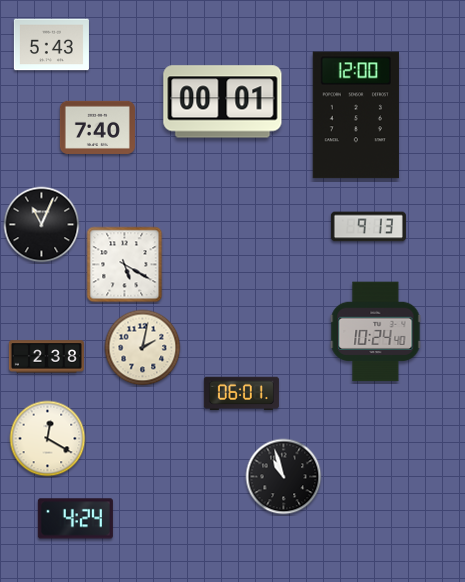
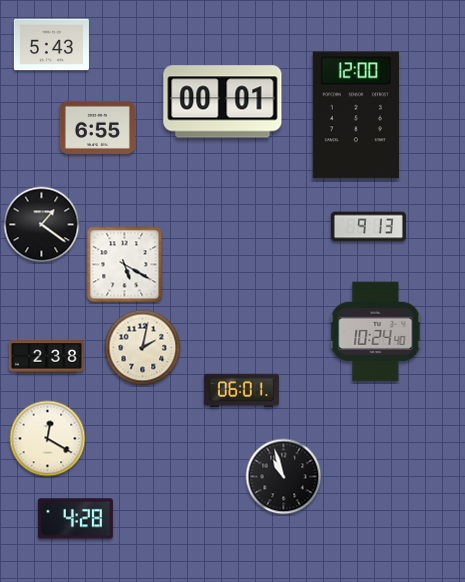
clock at (97, 127): 7:40 -> 6:55
clock at (42, 225): 11:04 -> 1:21
clock at (241, 394) position: (241, 394) -> (241, 391)
clock at (75, 519): 4:24 -> 4:28
